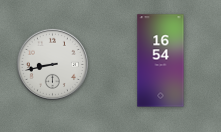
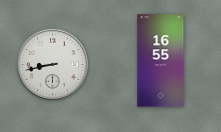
clock at (161, 61): 16:54 -> 16:55
